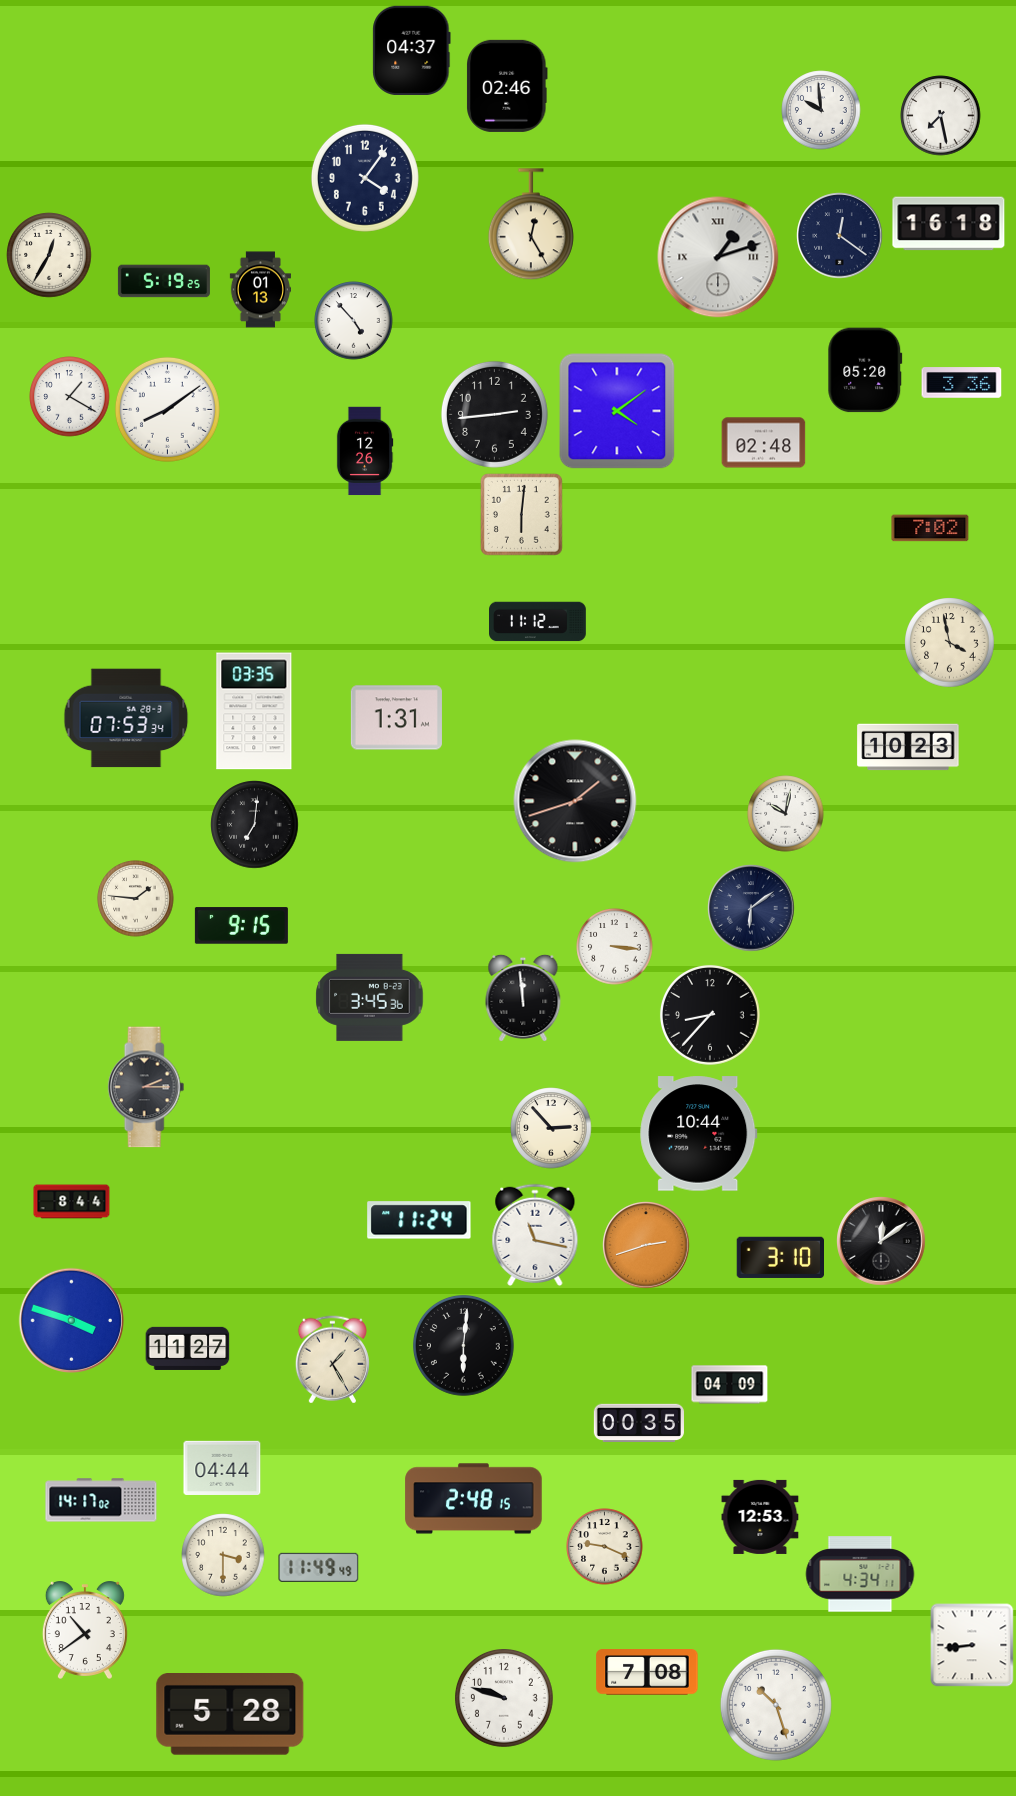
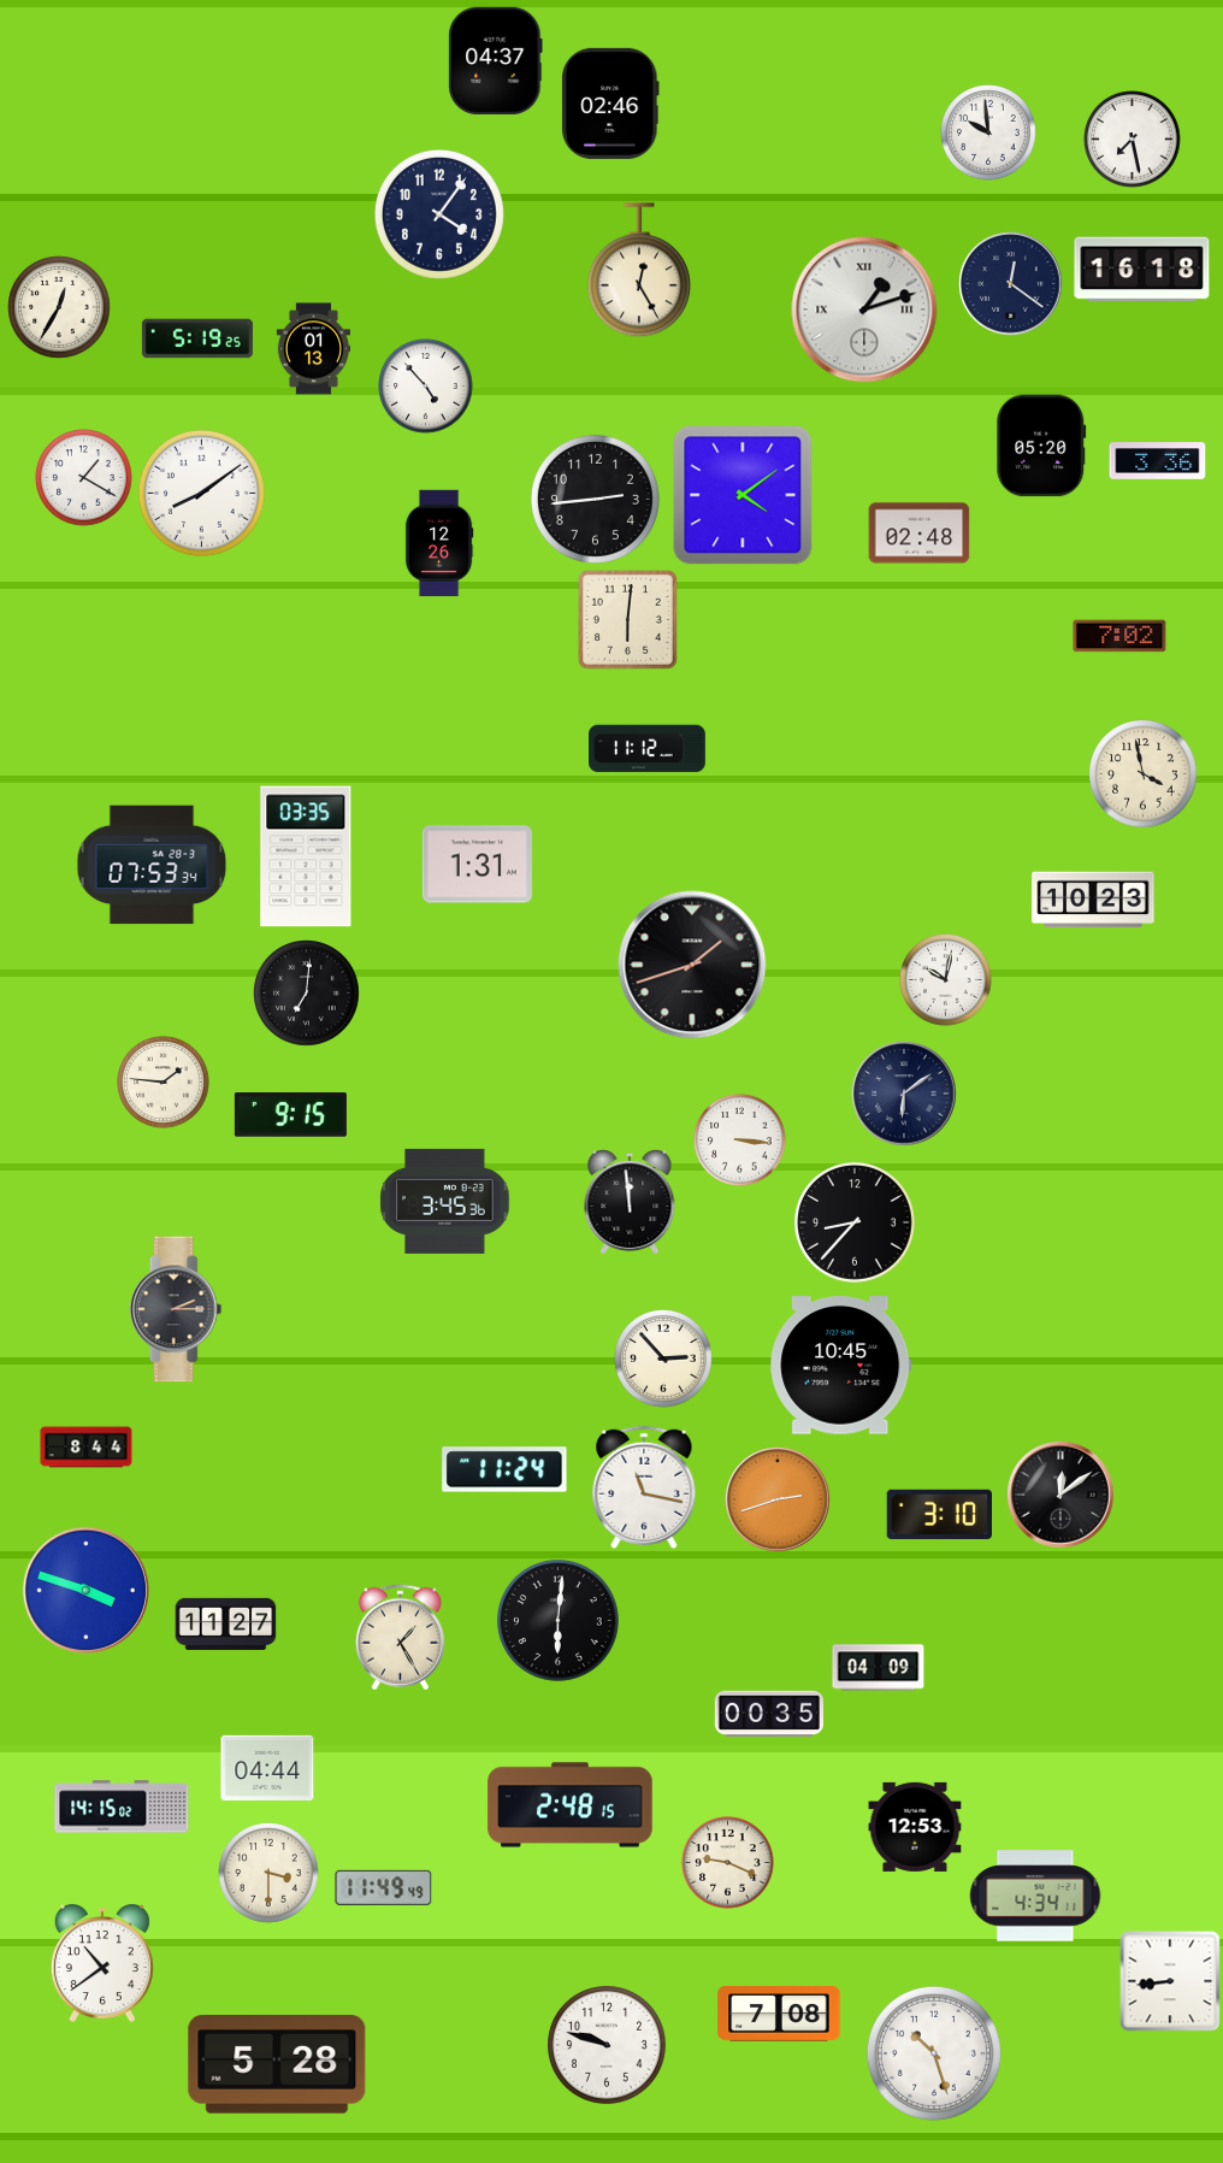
clock at (699, 1134): 10:44 -> 10:45
clock at (101, 1500): 14:17 -> 14:15
